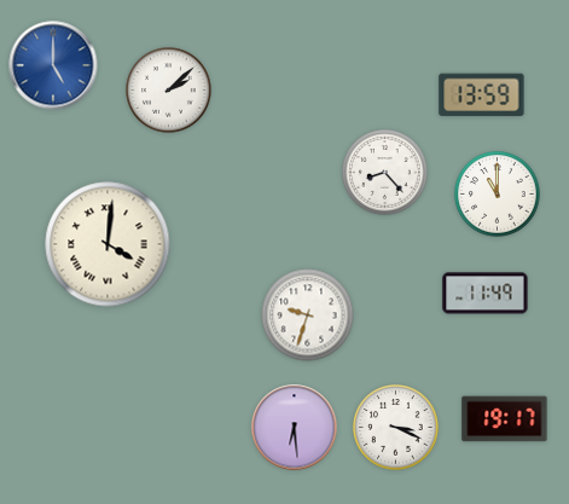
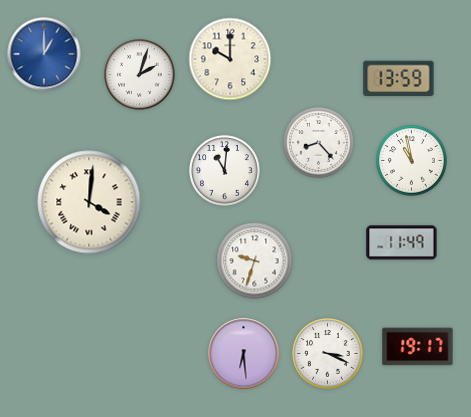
clock at (53, 65): 5:00 -> 1:00
clock at (230, 59): none -> 10:00
clock at (169, 91): 2:08 -> 2:03
clock at (498, 195): 11:00 -> 10:58
clock at (225, 171): none -> 11:01
